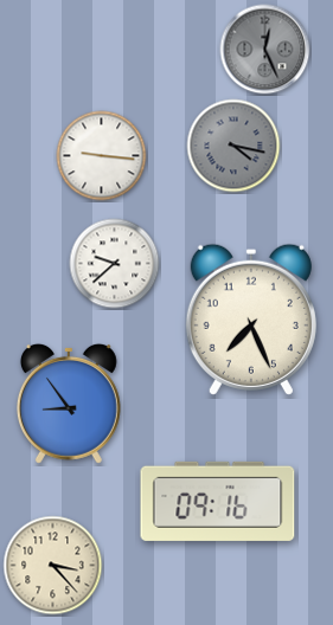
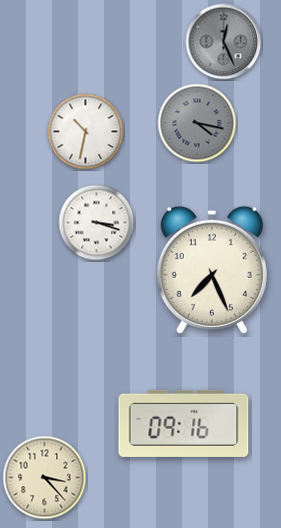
clock at (102, 156): 9:16 -> 10:32
clock at (115, 264): 9:38 -> 3:18
clock at (69, 404): 8:54 -> none
